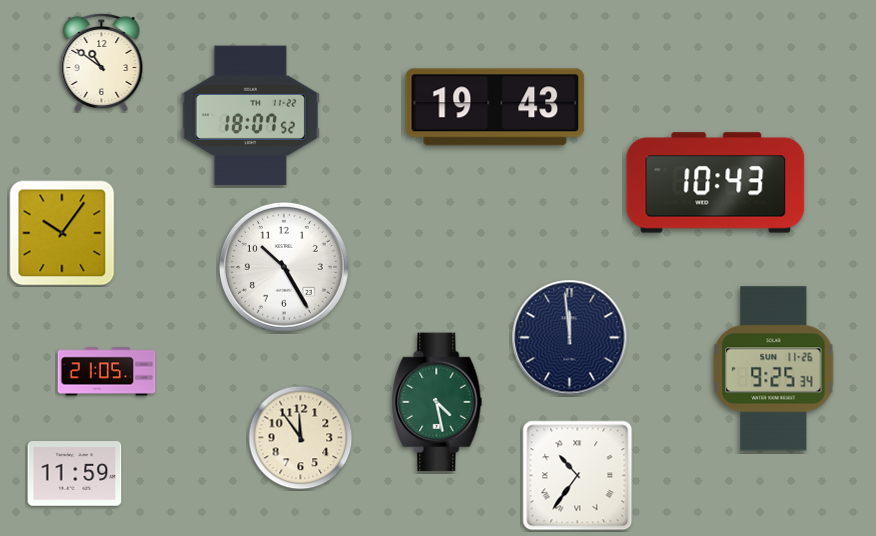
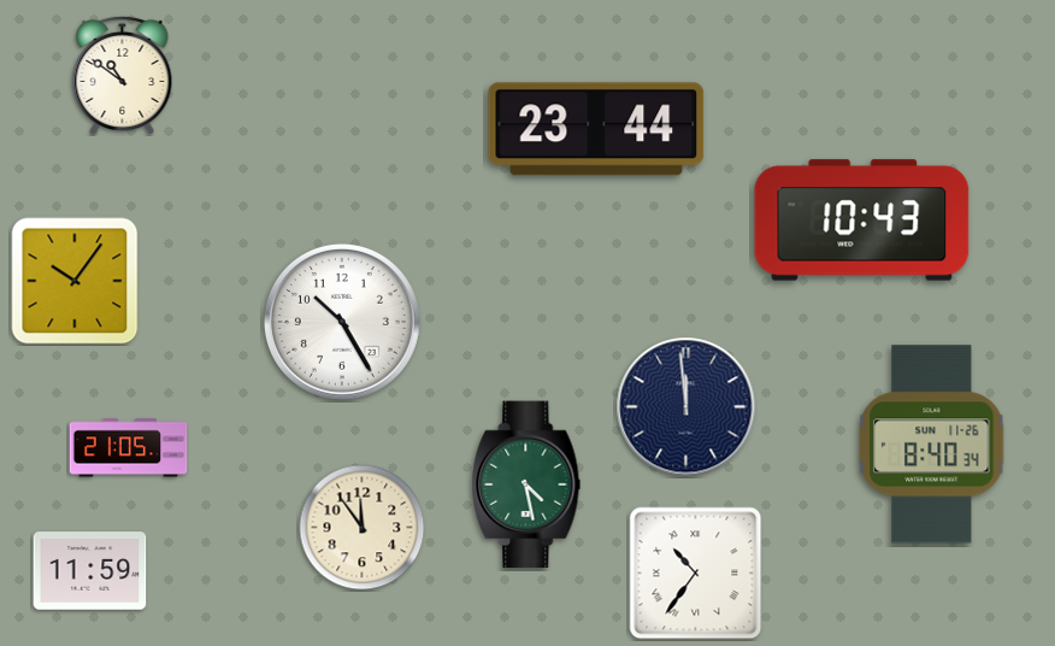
clock at (495, 107): 19:43 -> 23:44
clock at (250, 116): 18:07 -> none
clock at (774, 369): 9:25 -> 8:40
